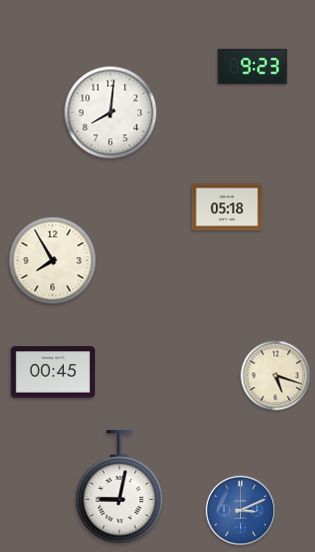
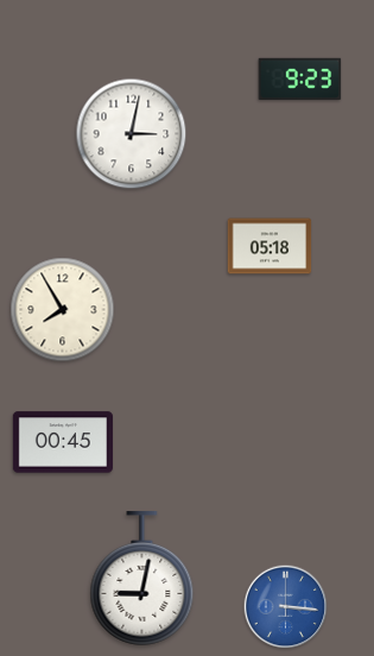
clock at (111, 113): 8:01 -> 3:02
clock at (276, 376): 5:18 -> none
clock at (241, 511): 3:11 -> 3:16
